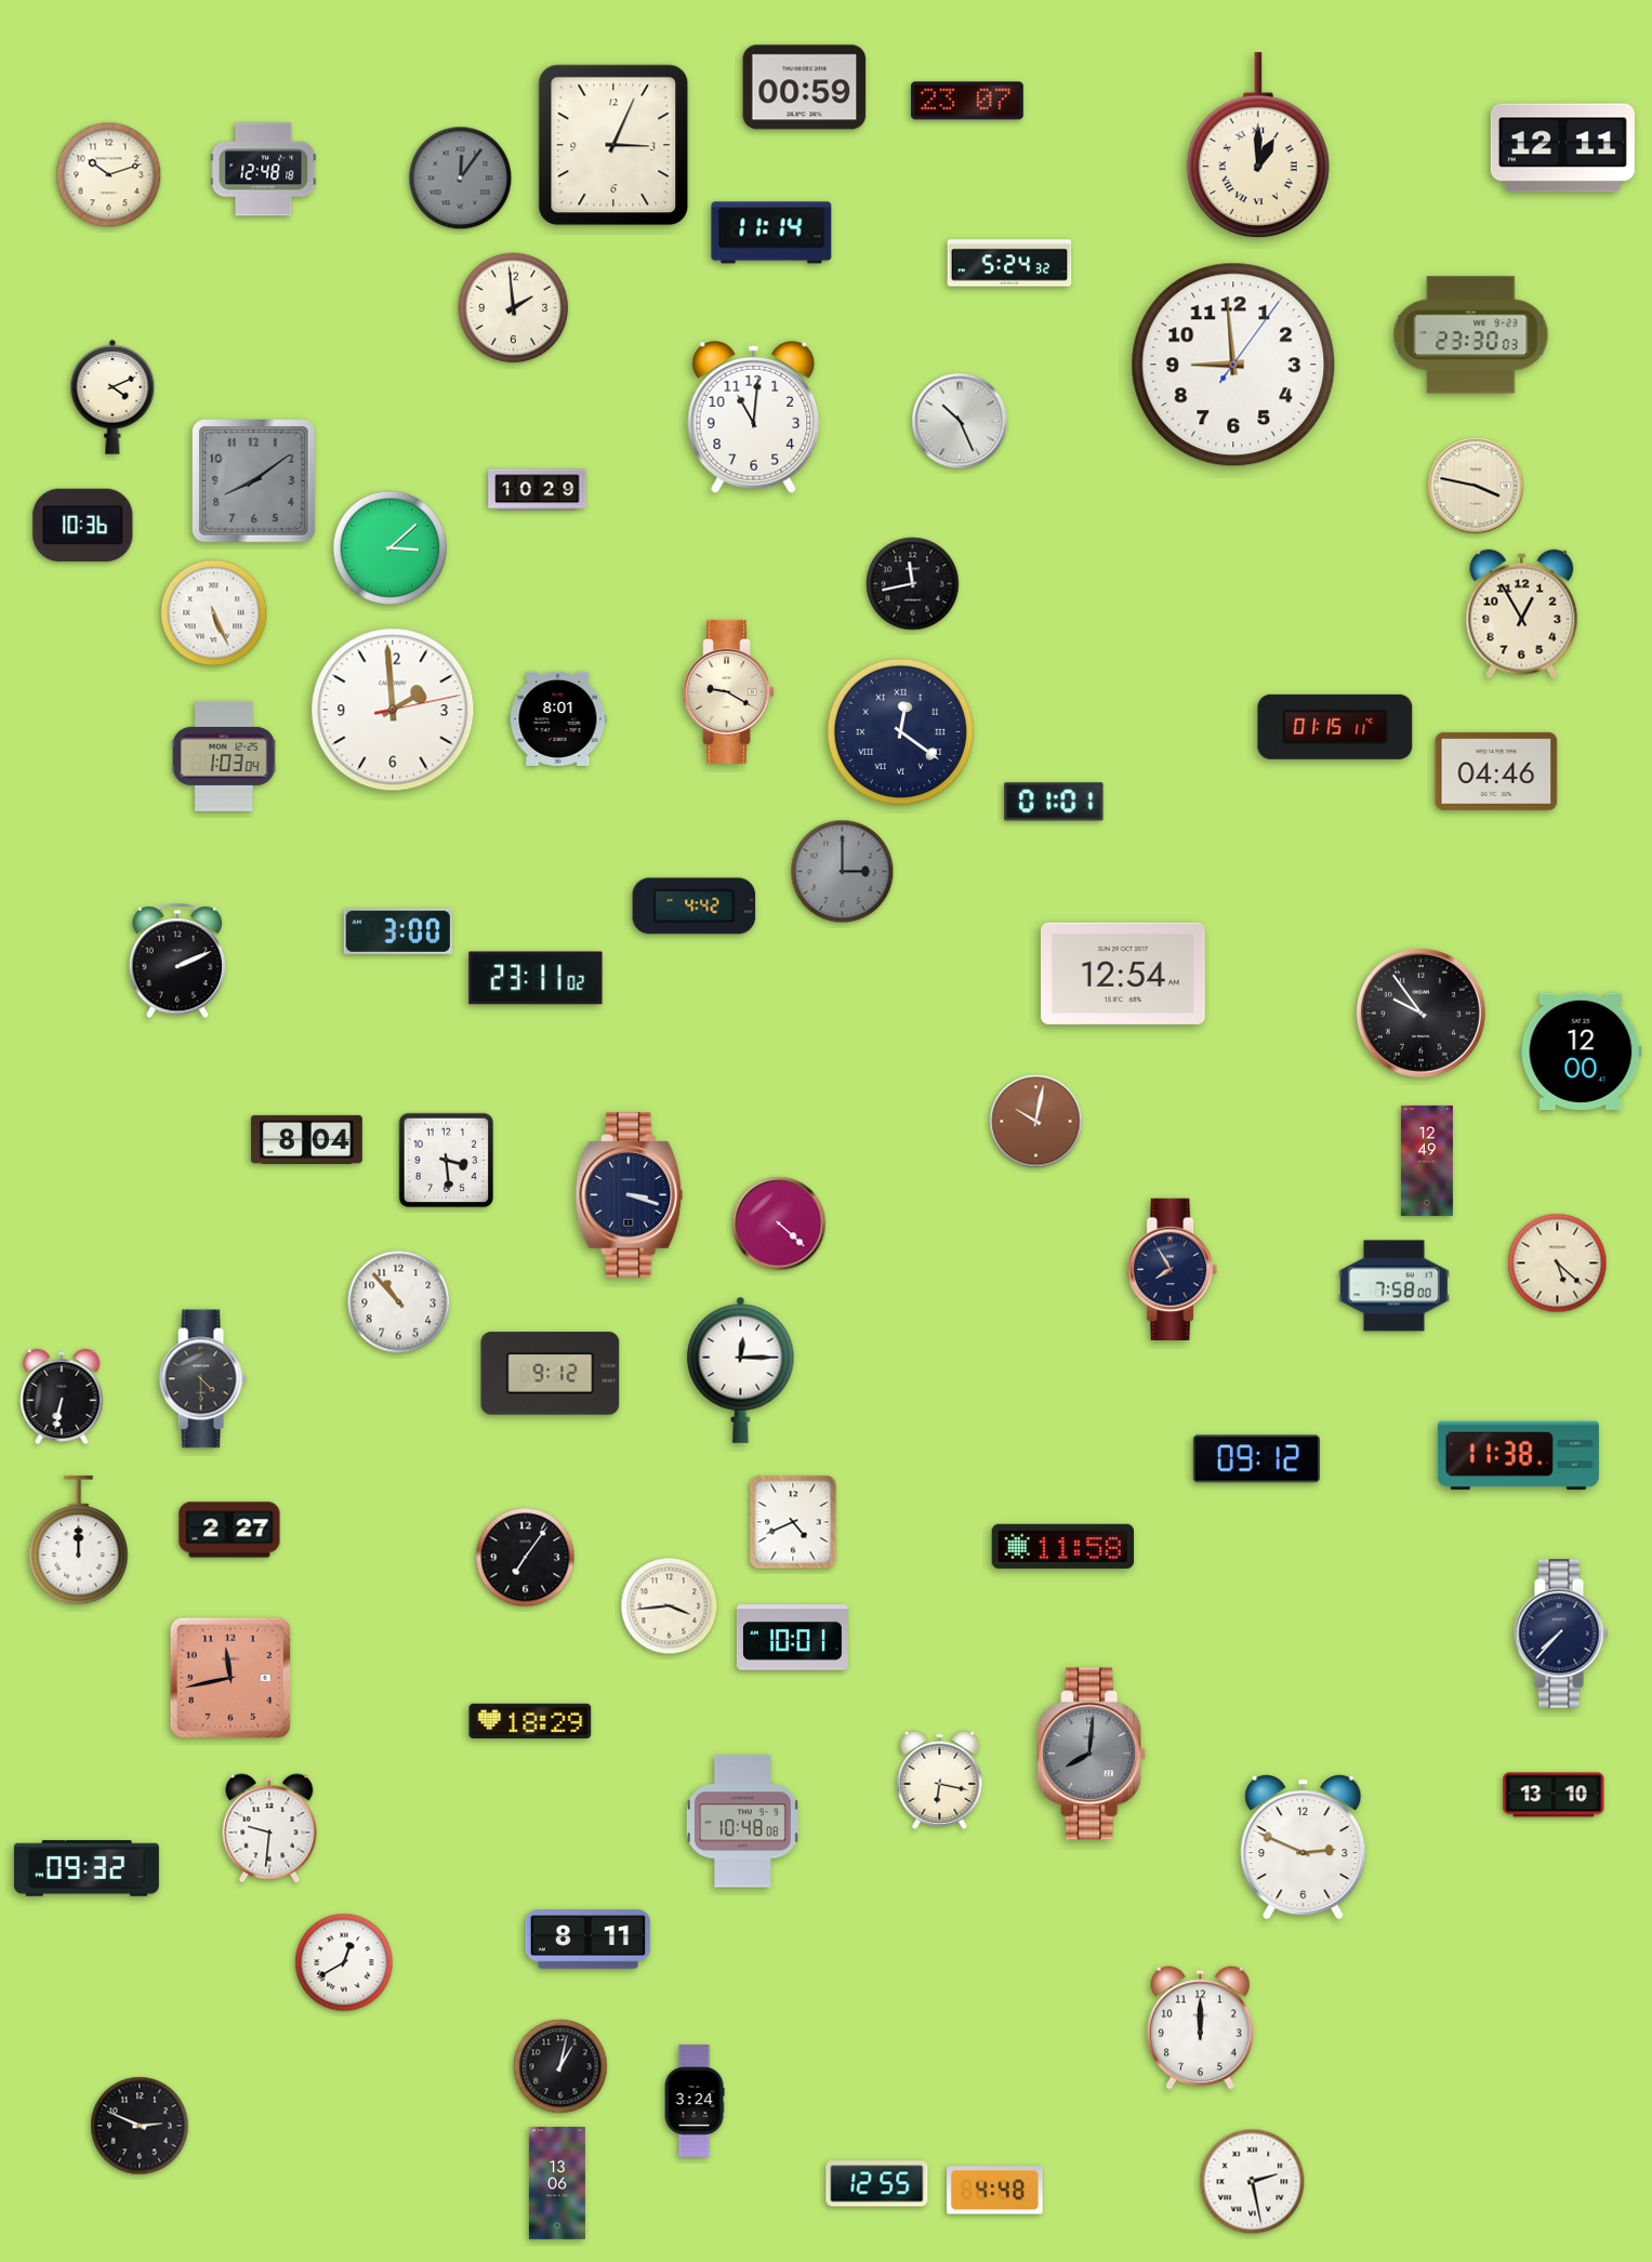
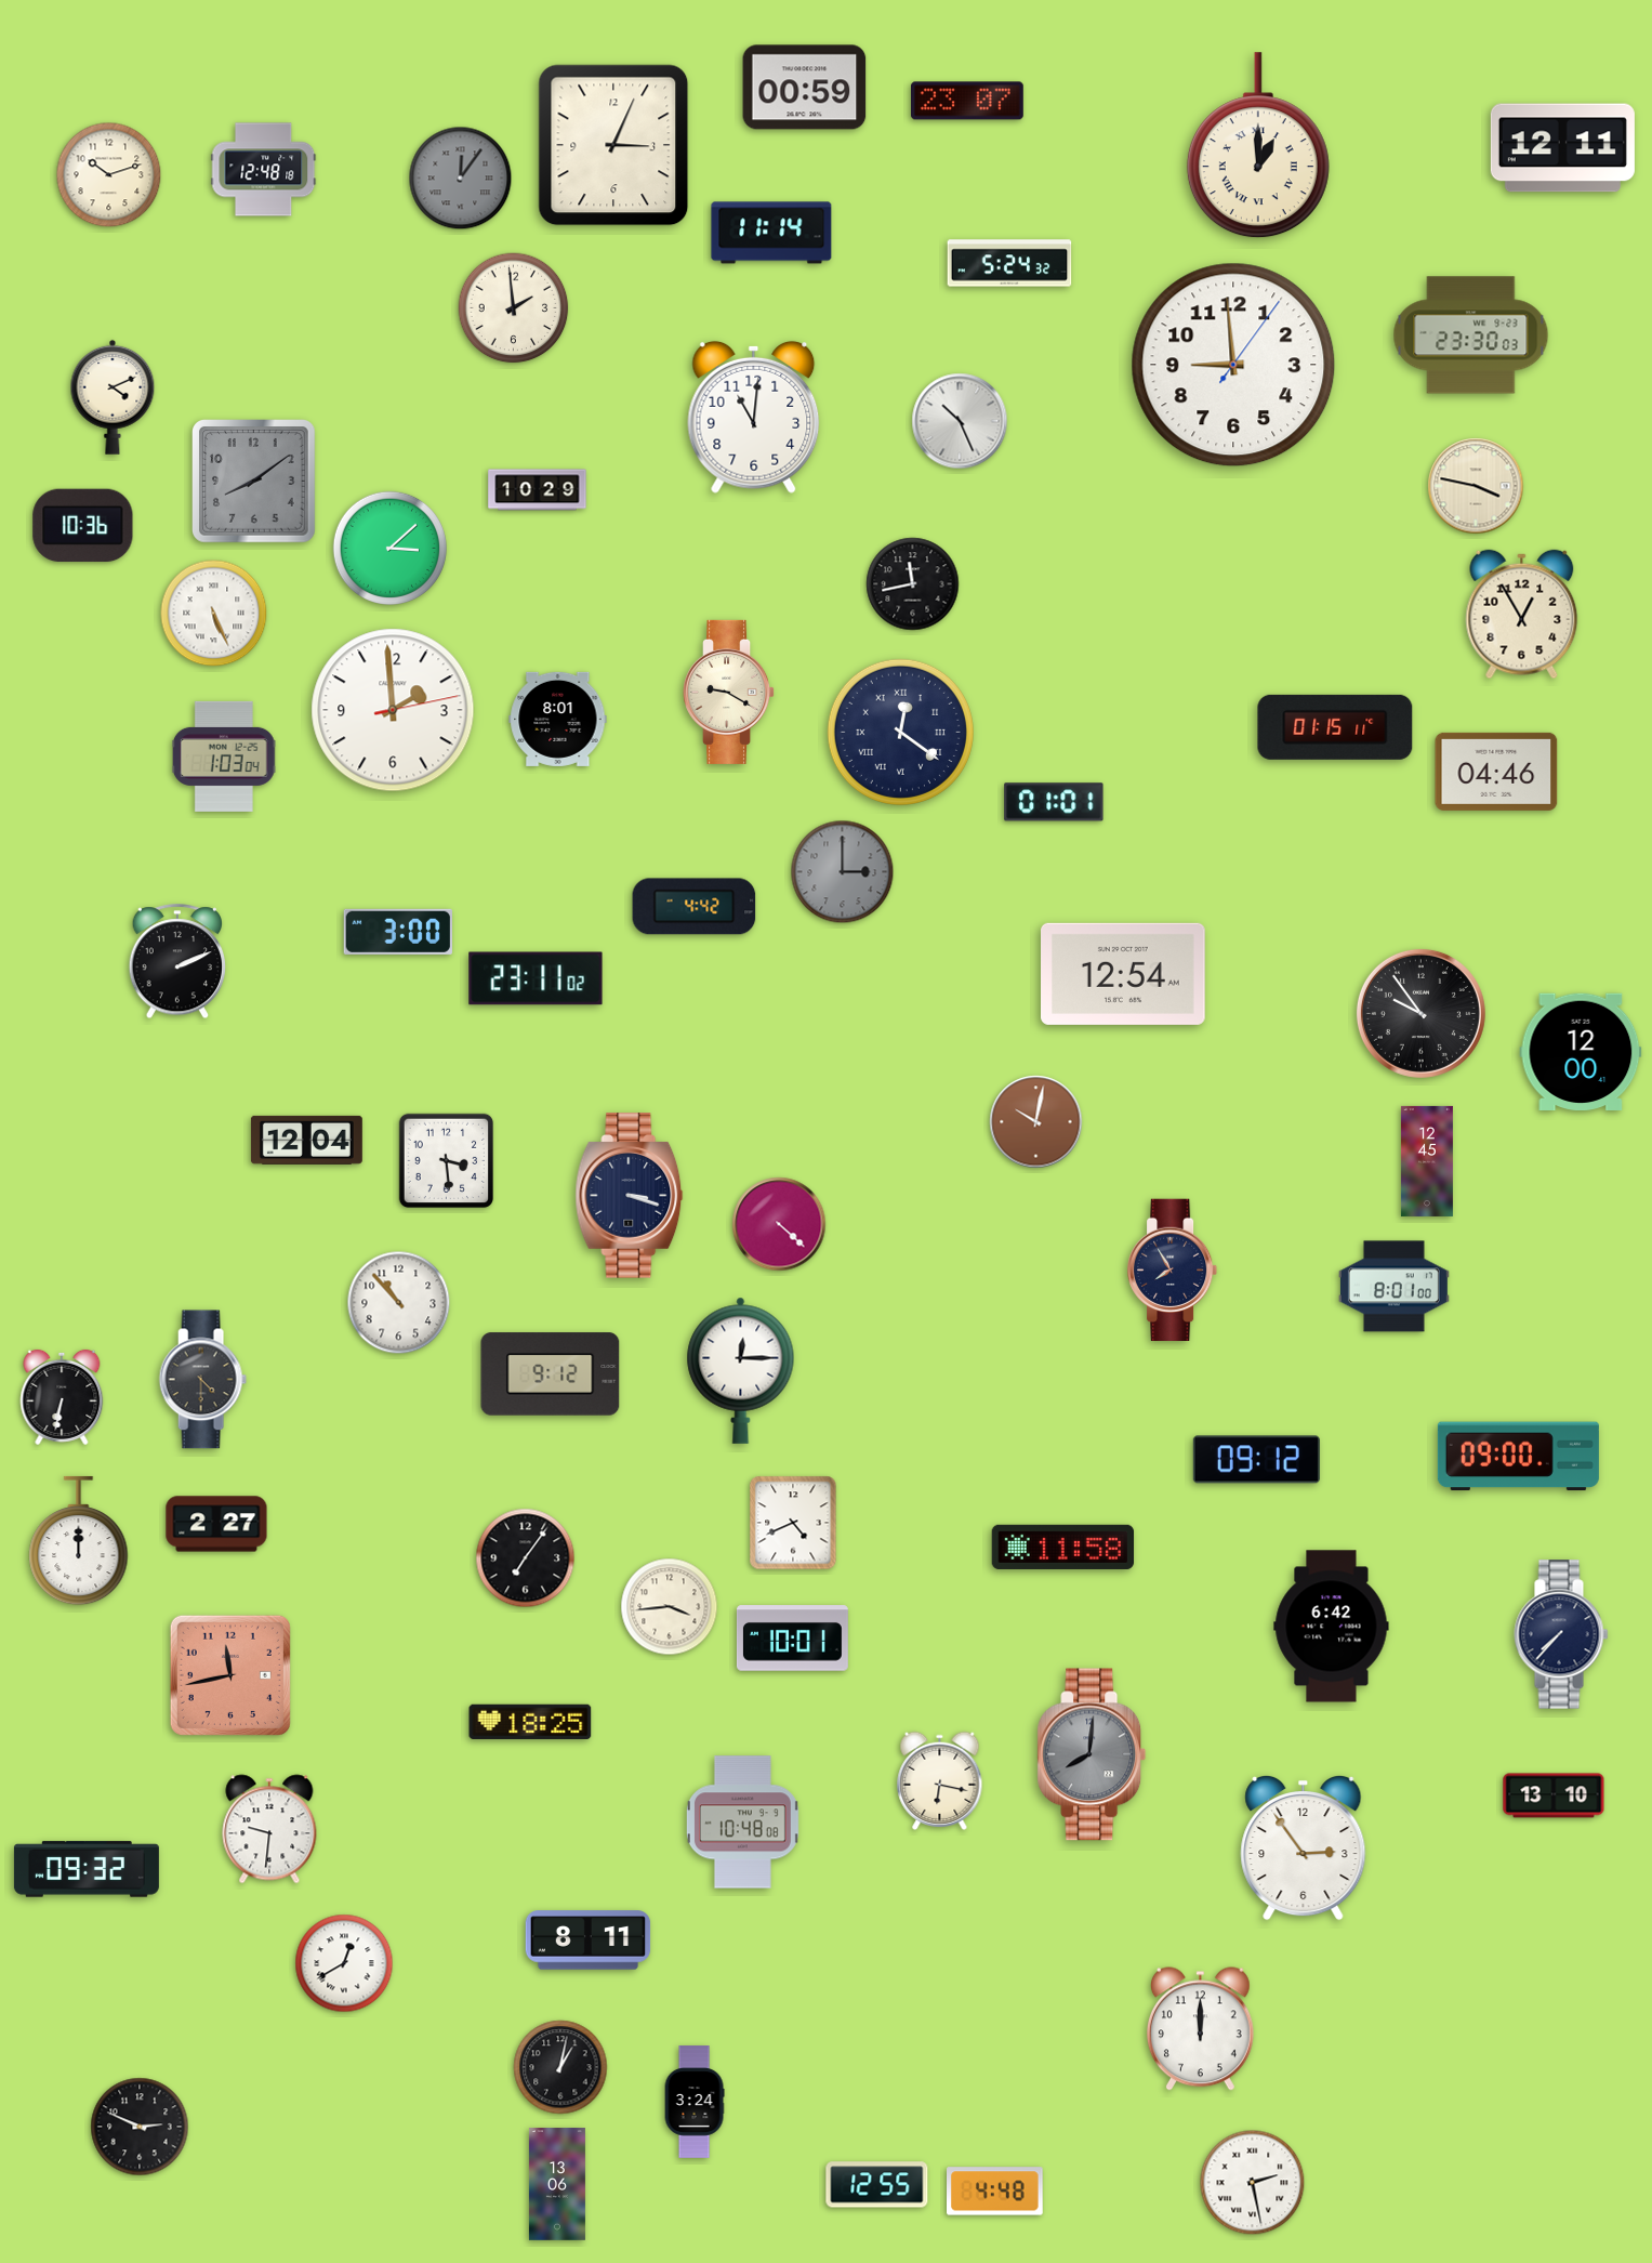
clock at (306, 1139): 8:04 -> 12:04
clock at (1427, 1161): 12:49 -> 12:45
clock at (1558, 1264): 5:22 -> none
clock at (1393, 1286): 7:58 -> 8:01
clock at (1518, 1456): 11:38 -> 09:00
clock at (229, 1530) position: (229, 1530) -> (216, 1524)
clock at (1332, 1627): none -> 6:42
clock at (230, 1678) position: (230, 1678) -> (230, 1675)
clock at (530, 1720): 18:29 -> 18:25
clock at (1304, 1847): 2:49 -> 2:54
